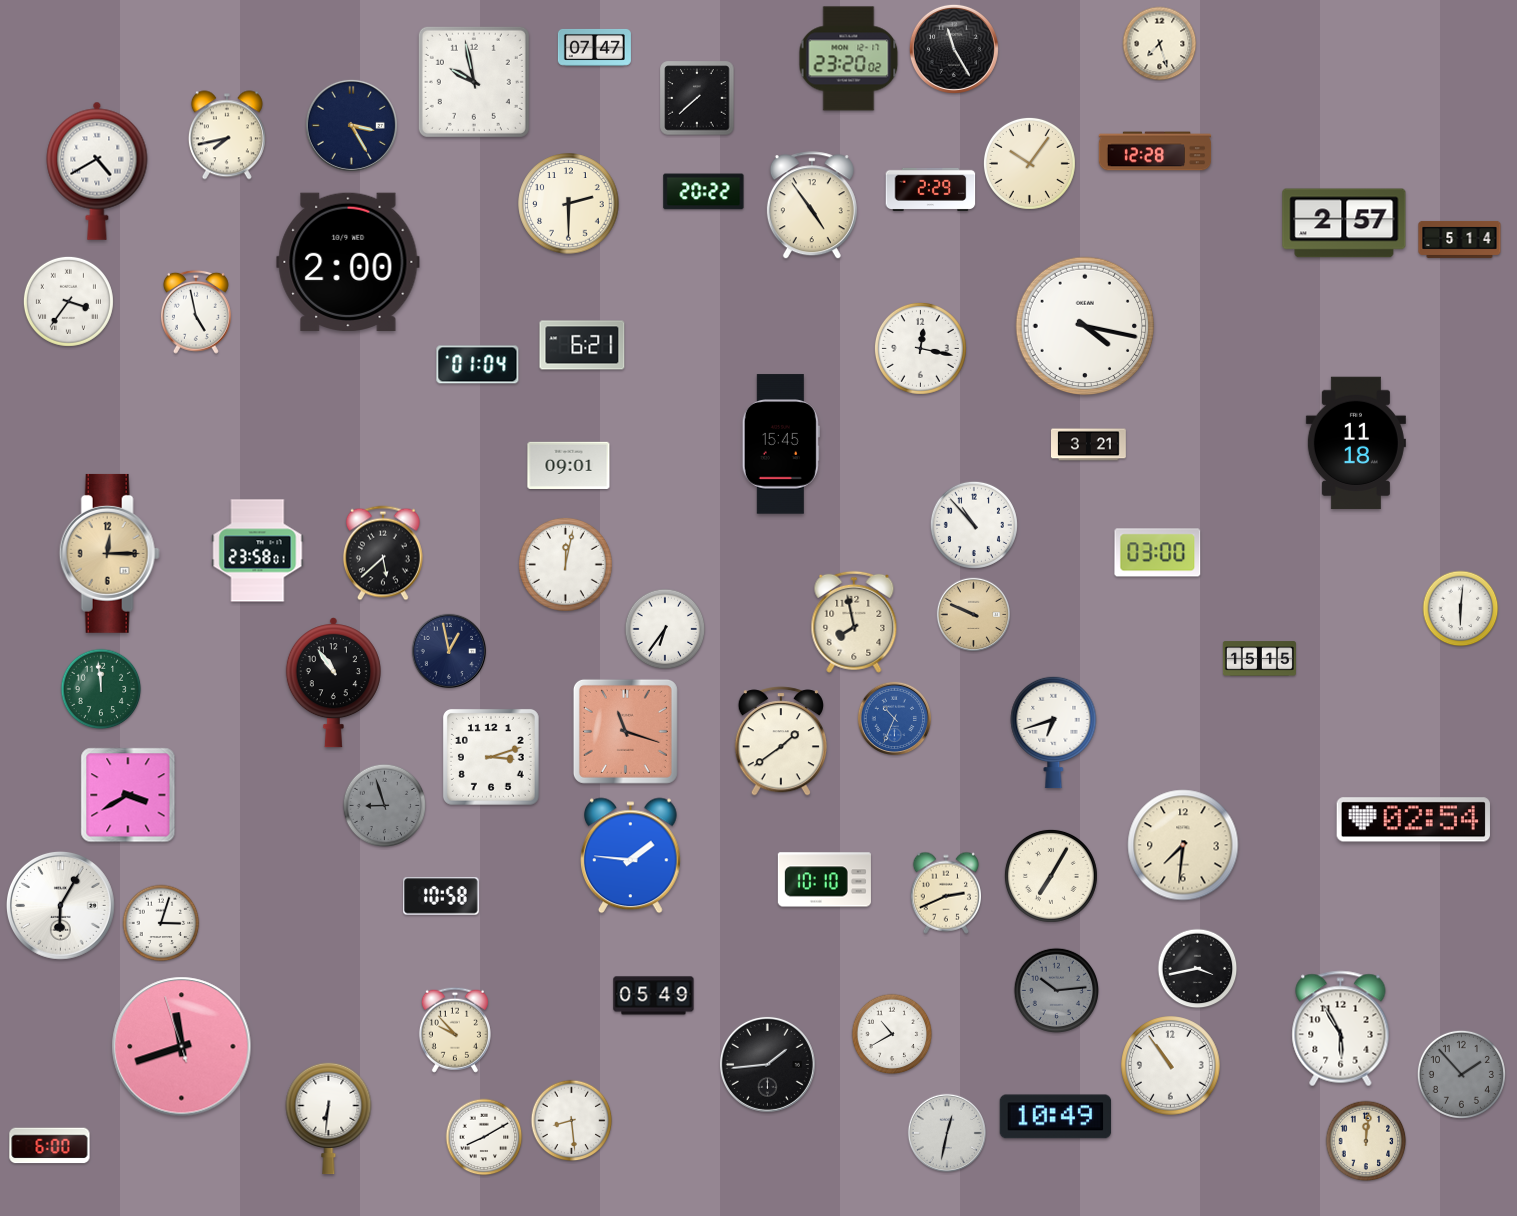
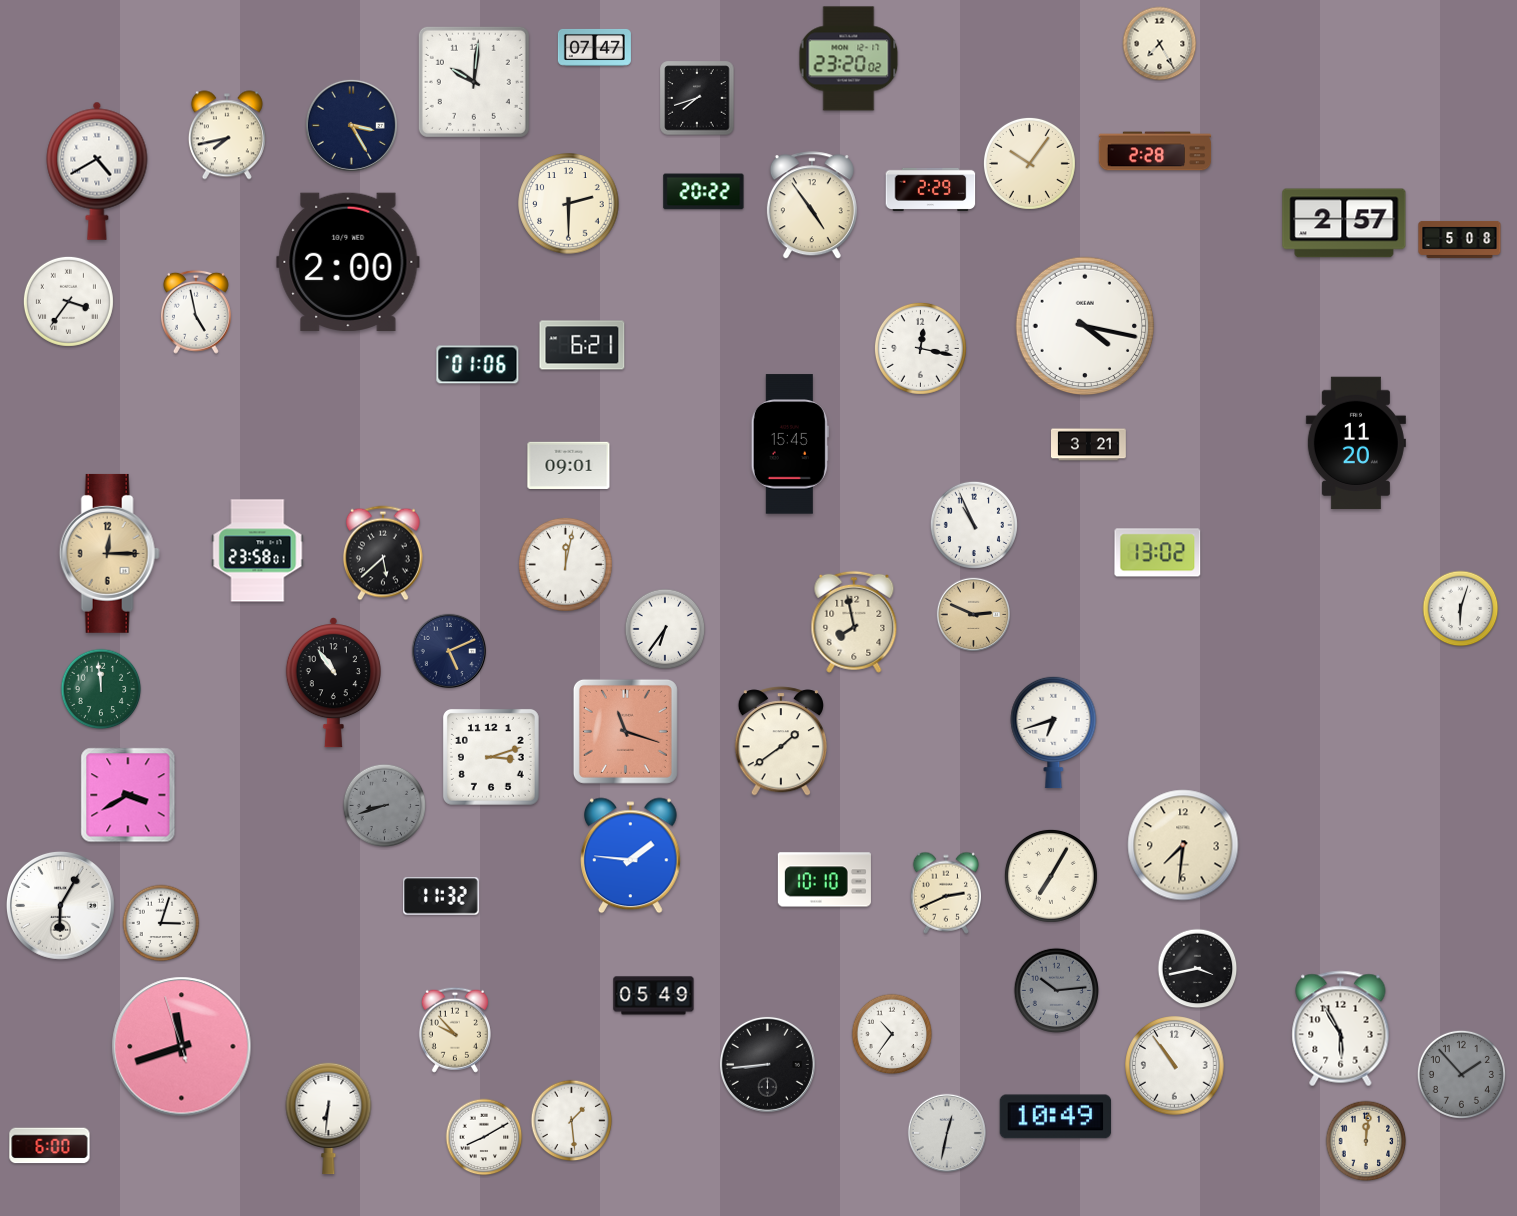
clock at (1160, 44): 7:27 -> 7:25
clock at (954, 49): 11:25 -> none
clock at (474, 82): 9:58 -> 10:01
clock at (697, 98): 7:38 -> 7:42
clock at (1155, 151): 12:28 -> 2:28
clock at (1460, 239): 5:14 -> 5:08
clock at (478, 365): 01:04 -> 01:06
clock at (1356, 443): 11:18 -> 11:20
clock at (781, 444) position: (781, 444) -> (790, 444)
clock at (974, 525): 10:53 -> 10:56
clock at (1158, 553): 03:00 -> 13:02
clock at (1461, 609): 6:01 -> 6:03
clock at (973, 614): 9:49 -> 2:49
clock at (448, 650): 12:58 -> 5:11
clock at (1259, 659): 15:15 -> none
clock at (894, 718): 10:34 -> none
clock at (385, 806): 8:57 -> 8:42
clock at (1413, 820): 02:54 -> none
clock at (442, 896): 10:58 -> 11:32
clock at (892, 1034): 10:40 -> 10:36
clock at (767, 1064): 1:44 -> 8:44
clock at (1171, 1066) position: (1171, 1066) -> (1175, 1066)
clock at (572, 1121): 8:29 -> 1:29
